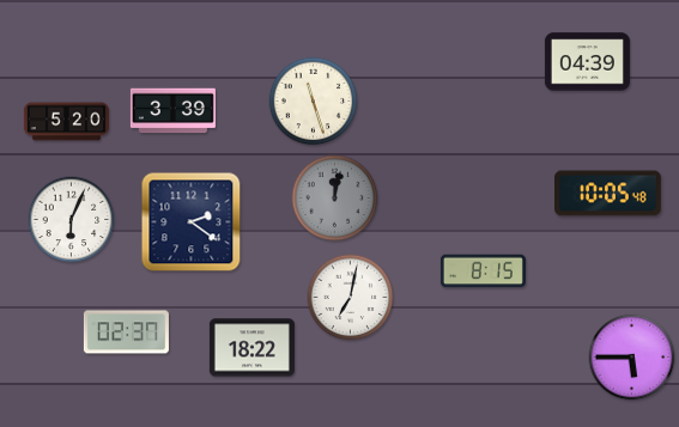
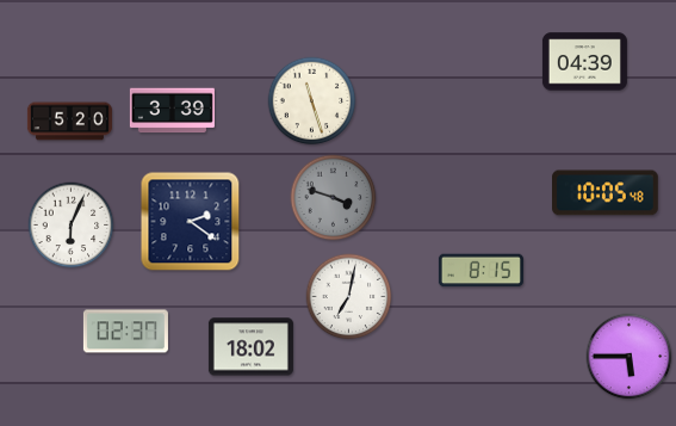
clock at (66, 122) position: (66, 122) -> (69, 122)
clock at (335, 199): 12:02 -> 3:48
clock at (72, 220) position: (72, 220) -> (72, 226)
clock at (251, 348): 18:22 -> 18:02
